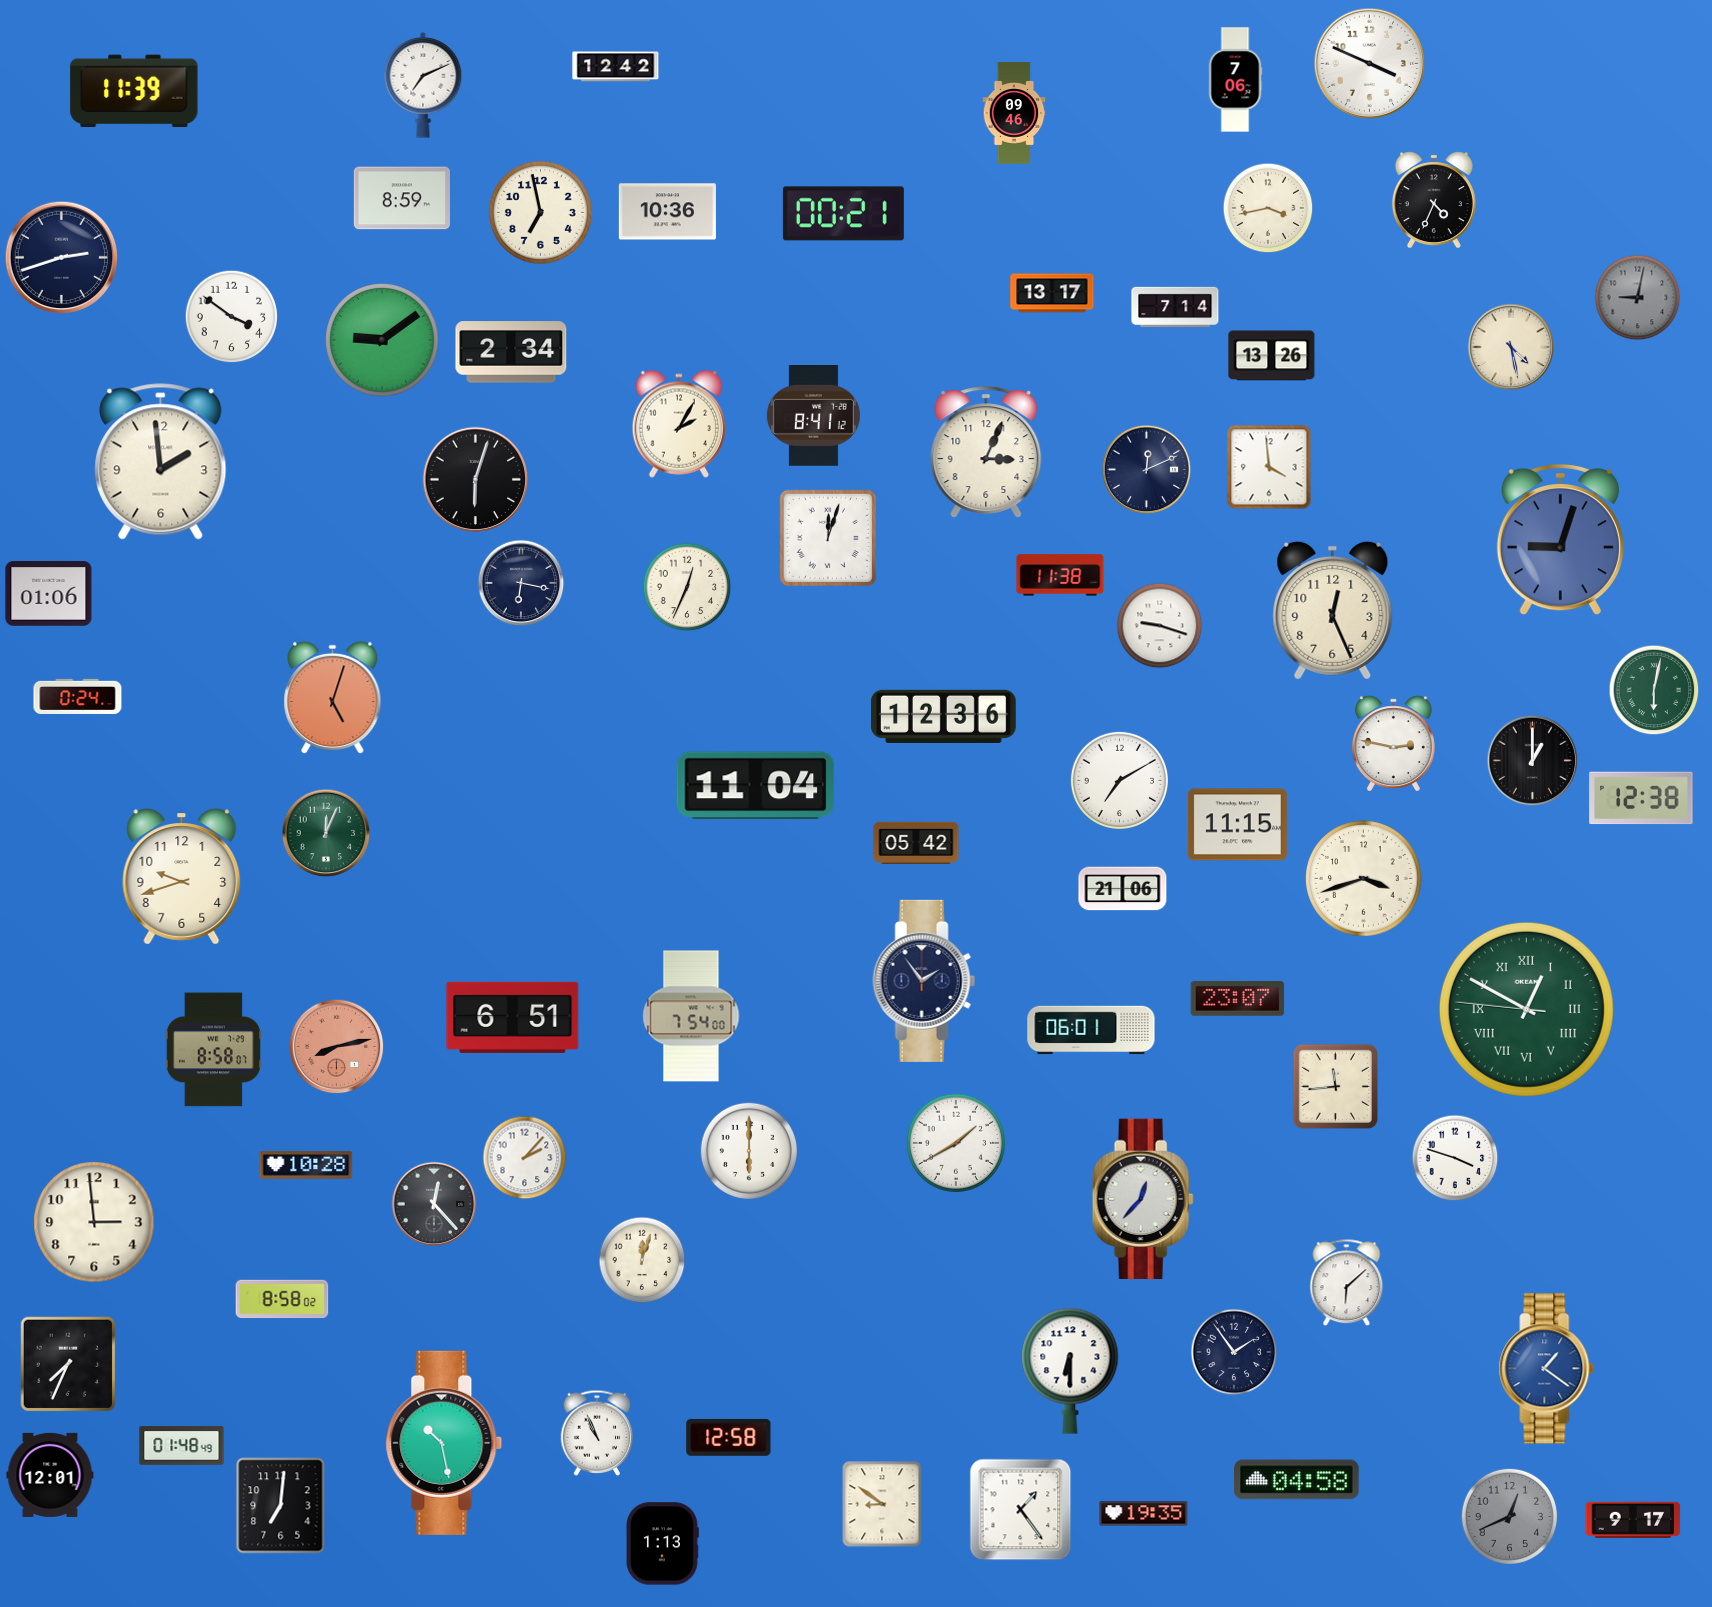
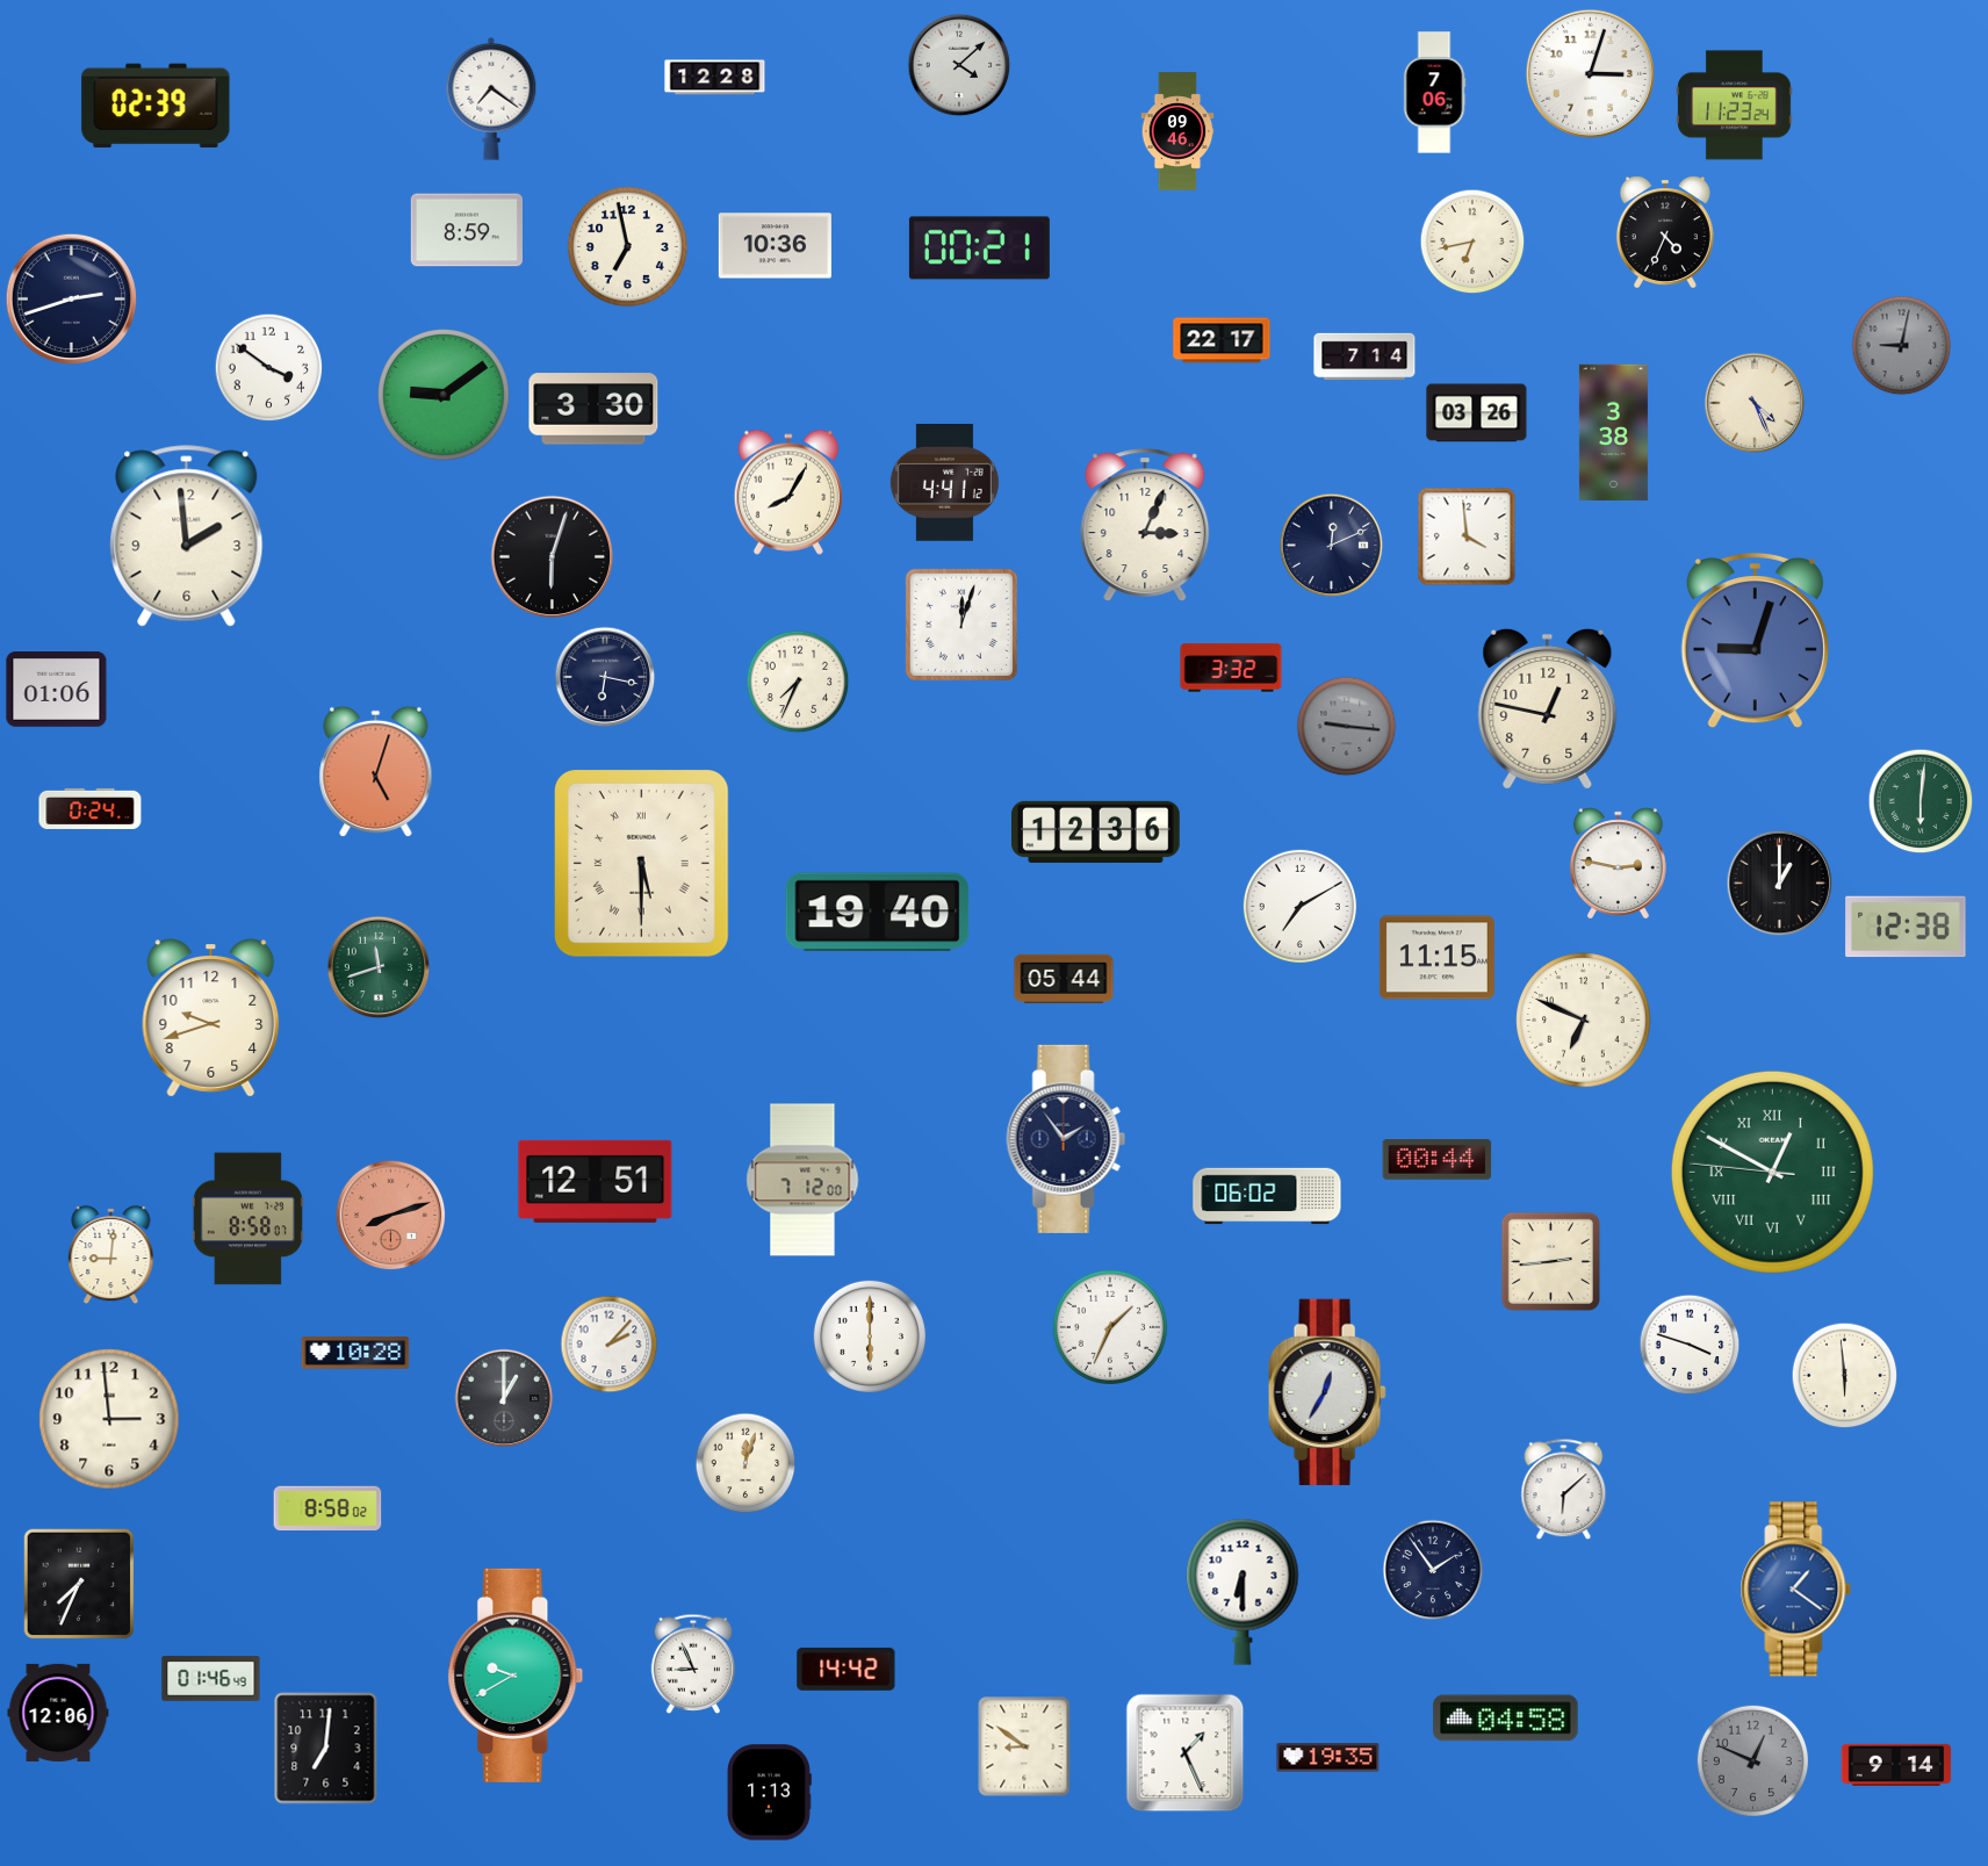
clock at (959, 65): none -> 4:08
clock at (1369, 63): 3:49 -> 3:03
clock at (616, 67): 12:42 -> 12:28
clock at (423, 85): 7:11 -> 7:21
clock at (134, 91): 11:39 -> 02:39
clock at (1735, 106): none -> 11:23
clock at (1268, 208): 3:43 -> 6:43
clock at (1052, 293): 13:17 -> 22:17
clock at (1511, 347): 4:28 -> 4:26
clock at (511, 352): 2:34 -> 3:30
clock at (1272, 356): 13:26 -> 03:26
clock at (1613, 433): none -> 3:38
clock at (813, 416): 8:41 -> 4:41
clock at (679, 424): 2:05 -> 8:05
clock at (1269, 467) position: (1269, 467) -> (1467, 536)
clock at (1560, 540) position: (1560, 540) -> (1755, 641)
clock at (1060, 575): 11:38 -> 3:32
clock at (687, 587): 12:34 -> 7:34
clock at (1333, 610): 12:26 -> 12:47
clock at (1160, 626): 9:18 -> 9:16
clock at (1160, 626) dial: white -> grey
clock at (1654, 690): 6:02 -> 6:01
clock at (333, 698) position: (333, 698) -> (376, 772)
clock at (642, 864): none -> 5:30
clock at (756, 786): 11:04 -> 19:40
clock at (326, 833): 12:04 -> 11:42
clock at (916, 843): 05:42 -> 05:44
clock at (1364, 879): 3:42 -> 6:49
clock at (1123, 889): 21:06 -> none
clock at (924, 981) position: (924, 981) -> (1066, 1139)
clock at (1238, 999): 23:07 -> 00:44
clock at (691, 1016): 7:54 -> 7:12
clock at (513, 1017): 6:51 -> 12:51
clock at (1091, 1030): 06:01 -> 06:02
clock at (337, 1047): 8:13 -> 8:12
clock at (111, 1255): none -> 9:01
clock at (1335, 1086): 11:44 -> 2:44
clock at (956, 1143): 1:40 -> 1:34
clock at (1845, 1376): none -> 5:59
clock at (1143, 1198): 12:37 -> 12:35
clock at (434, 1204): 12:23 -> 1:00
clock at (597, 1432): 10:56 -> 8:56
clock at (729, 1437): 12:58 -> 14:42
clock at (444, 1443): 10:28 -> 9:40
clock at (182, 1446): 01:48 -> 01:46
clock at (50, 1475): 12:01 -> 12:06
clock at (1021, 1510): 1:24 -> 1:26
clock at (1509, 1516): 12:41 -> 12:49
clock at (1633, 1520): 9:17 -> 9:14
